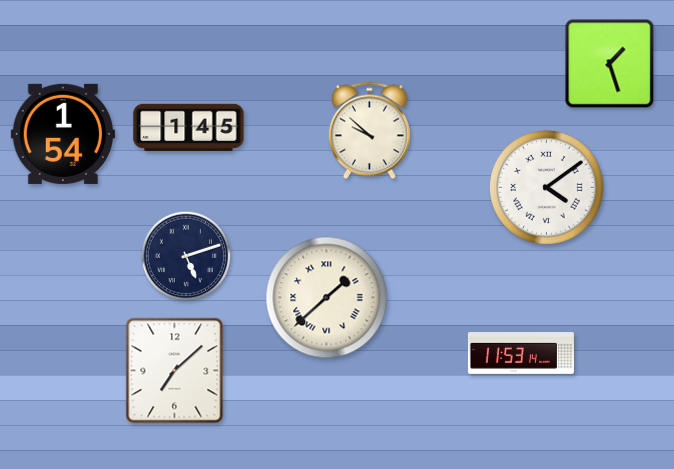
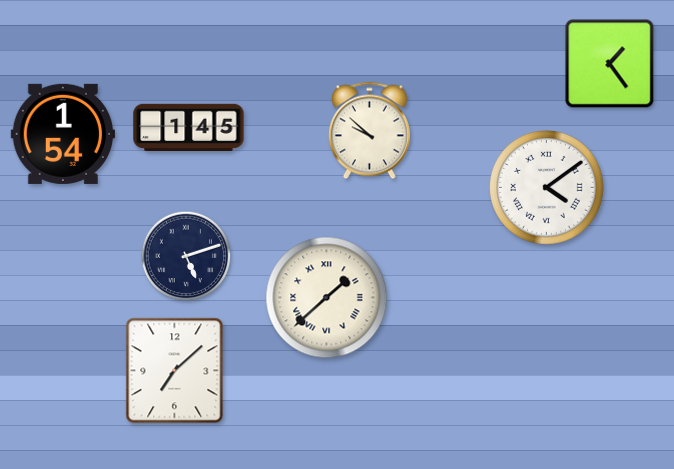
clock at (610, 64): 1:27 -> 1:24
clock at (521, 354): 11:53 -> none
